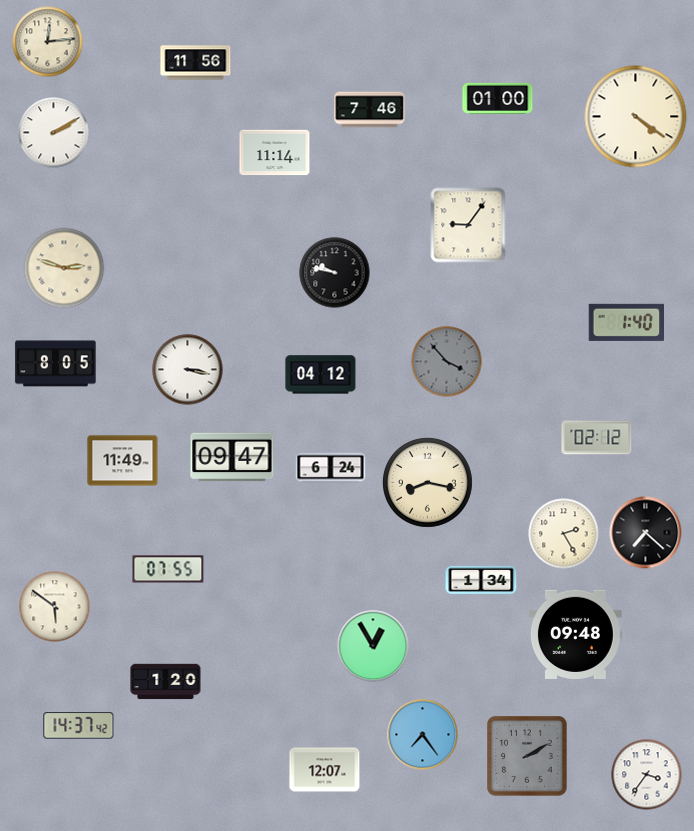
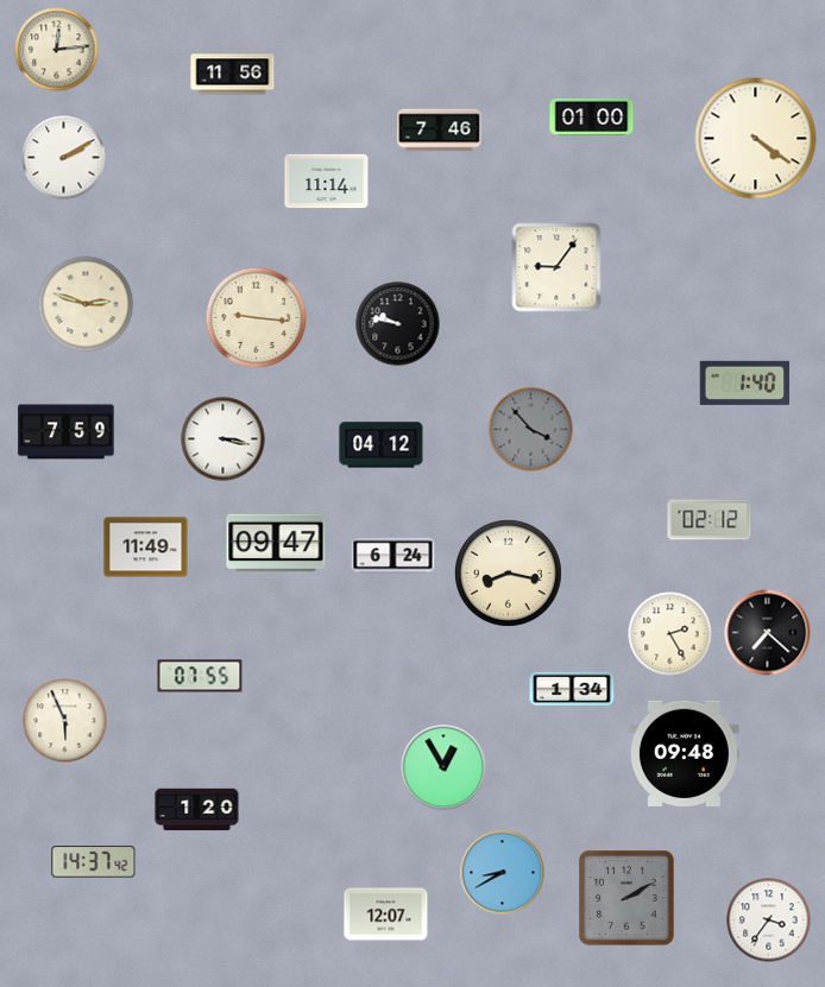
clock at (64, 268) position: (64, 268) -> (86, 304)
clock at (257, 318): none -> 9:16
clock at (56, 364): 8:05 -> 7:59
clock at (55, 607): 5:51 -> 5:56
clock at (423, 735): 7:24 -> 8:40
